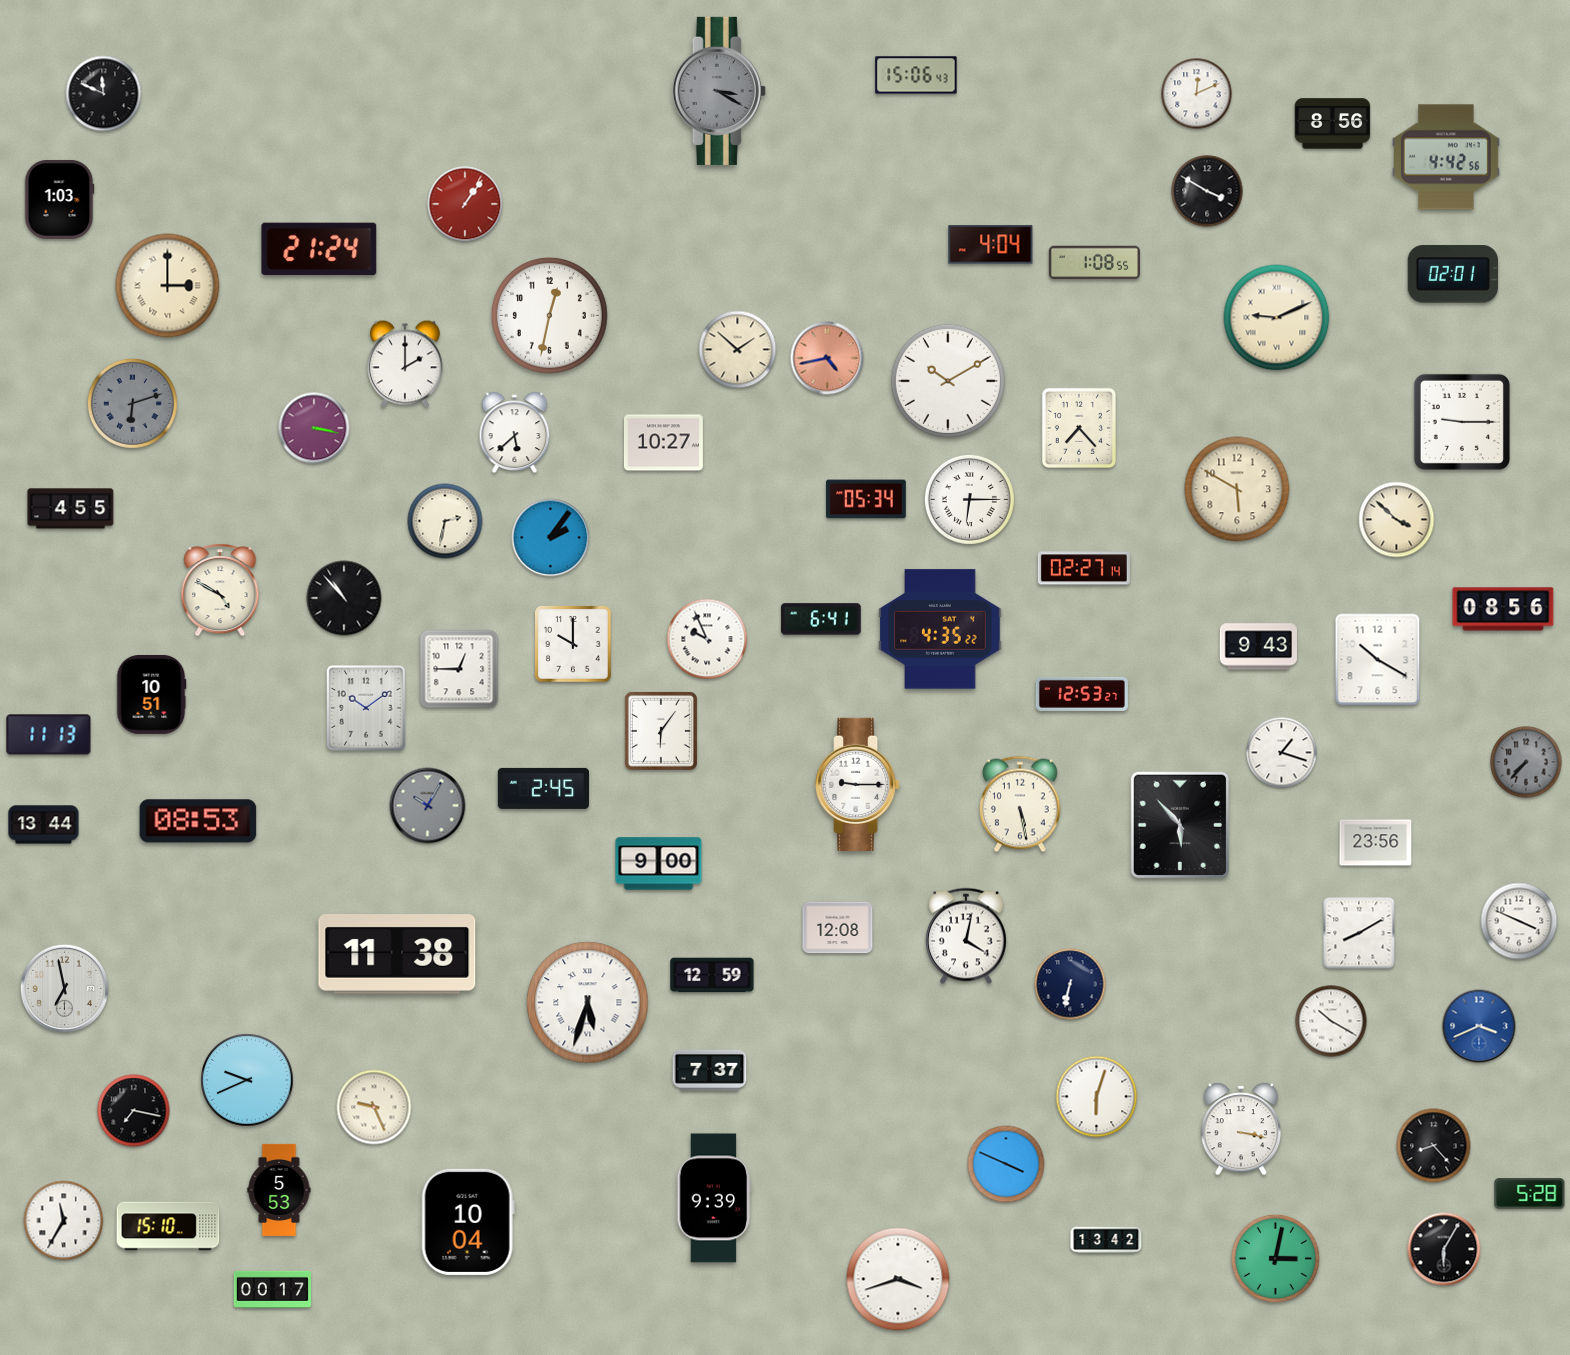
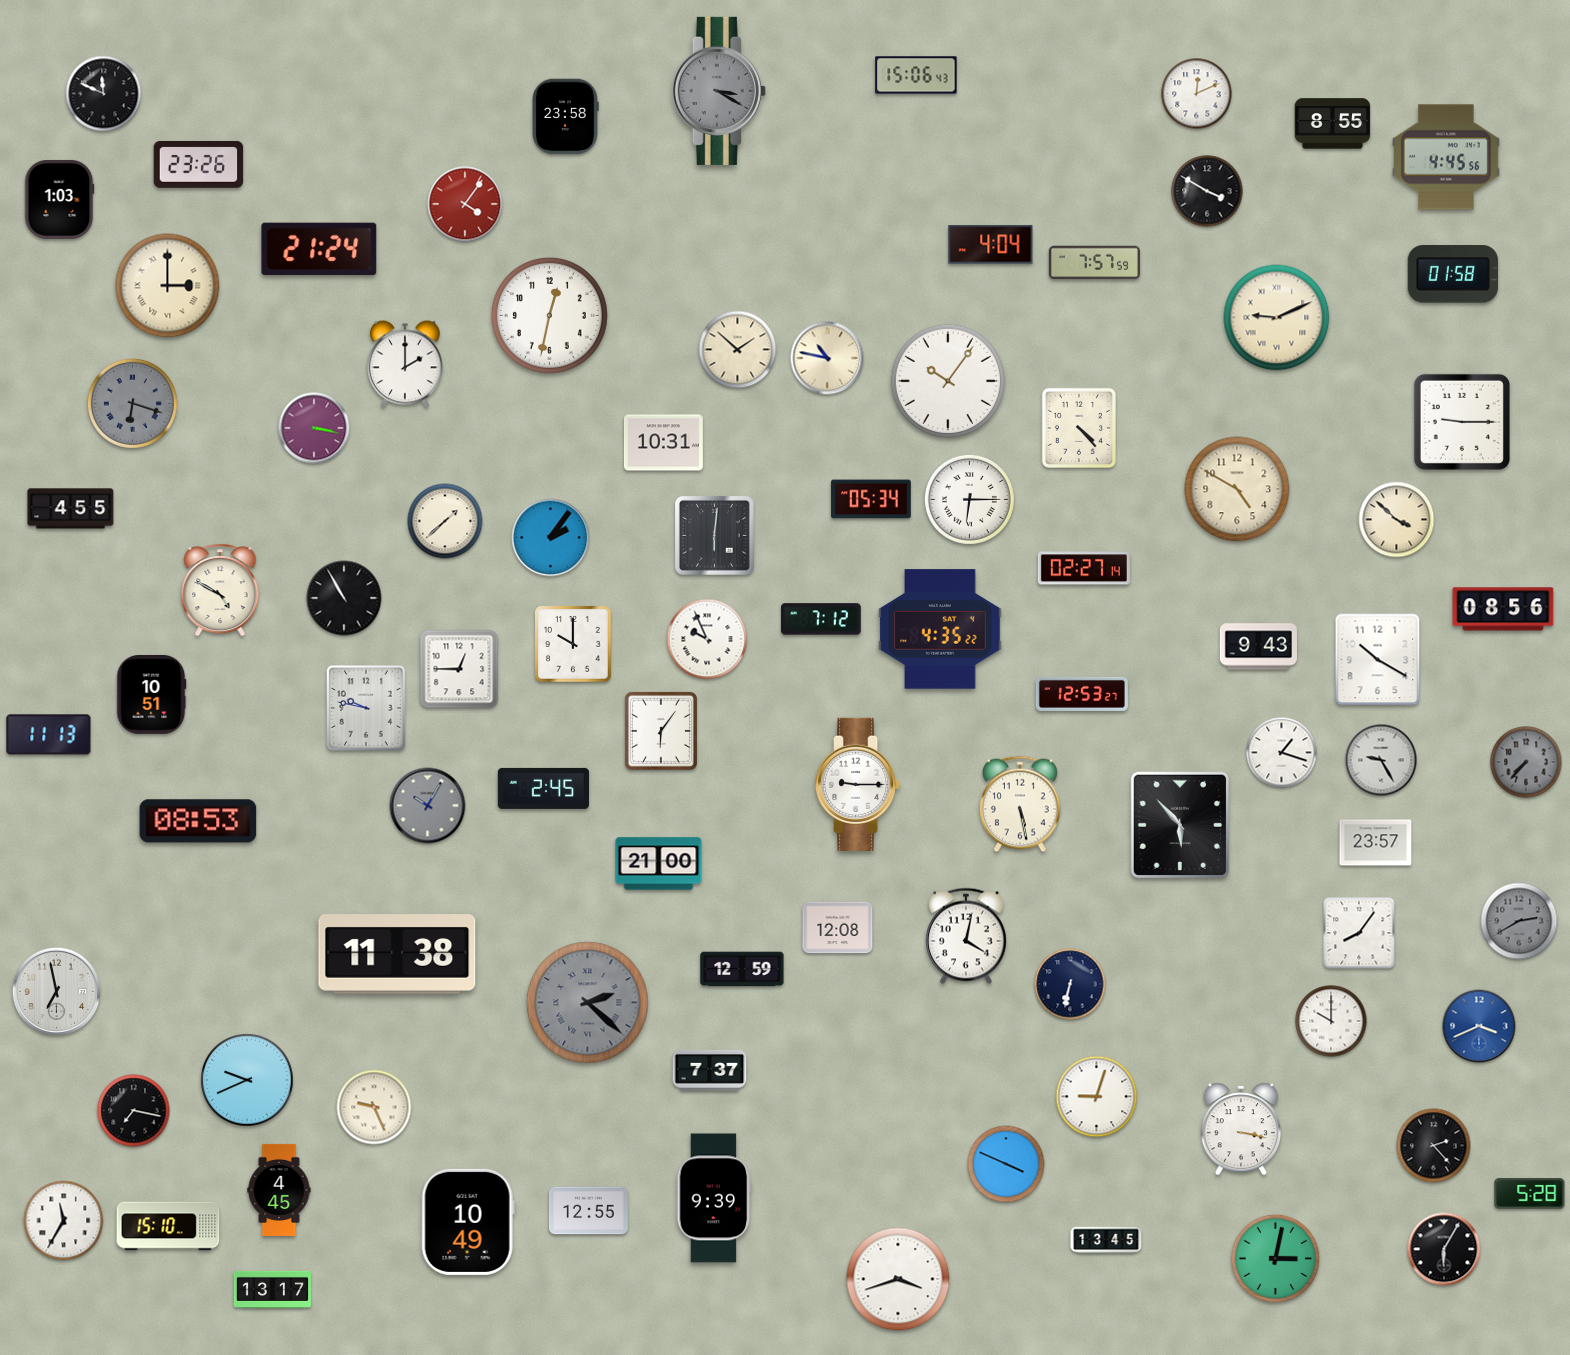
clock at (565, 117): none -> 23:58
clock at (1333, 124): 8:56 -> 8:55
clock at (1447, 157): 4:42 -> 4:45
clock at (199, 164): none -> 23:26
clock at (465, 204): 1:06 -> 4:06
clock at (1094, 263): 1:08 -> 7:57
clock at (1453, 274): 02:01 -> 01:58
clock at (827, 358): 4:43 -> 10:47
clock at (827, 358) dial: salmon -> cream
clock at (948, 381): 10:10 -> 10:06
clock at (132, 403): 6:12 -> 6:18
clock at (1079, 428): 7:23 -> 4:23
clock at (515, 433): 5:38 -> none
clock at (663, 443): 10:27 -> 10:31
clock at (1237, 489): 5:50 -> 4:50
clock at (866, 499) position: (866, 499) -> (871, 499)
clock at (445, 521): 2:32 -> 1:38
clock at (714, 535): none -> 6:01
clock at (344, 598): 10:53 -> 10:55
clock at (821, 619): 6:41 -> 7:12
clock at (367, 709): 10:09 -> 9:47
clock at (1381, 760): none -> 9:25
clock at (44, 825): 13:44 -> none
clock at (1376, 843): 23:56 -> 23:57
clock at (659, 864): 9:00 -> 21:00
clock at (1519, 921): 3:49 -> 2:40
clock at (1519, 921) dial: white -> grey
clock at (1359, 933): 8:10 -> 8:06
clock at (712, 975) position: (712, 975) -> (742, 969)
clock at (64, 988) position: (64, 988) -> (56, 991)
clock at (588, 1003): 5:33 -> 2:22
clock at (588, 1003) dial: white -> grey
clock at (1331, 1021): 10:20 -> 10:00
clock at (1097, 1097): 6:03 -> 9:03
clock at (1434, 1146): 8:23 -> 2:23
clock at (279, 1190): 5:53 -> 4:45
clock at (588, 1211): none -> 12:55
clock at (468, 1222): 10:04 -> 10:49
clock at (1106, 1240): 13:42 -> 13:45
clock at (272, 1289): 00:17 -> 13:17
